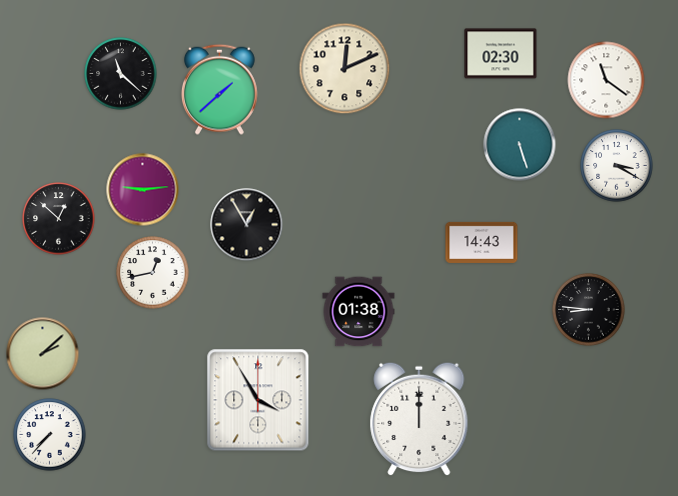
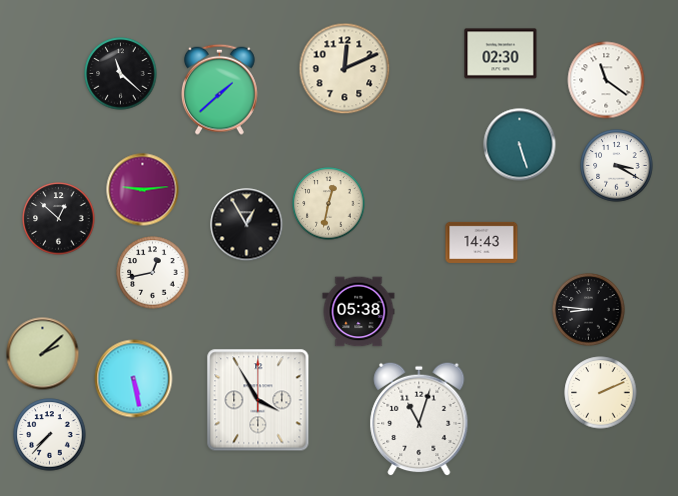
clock at (329, 204): none -> 12:32
clock at (359, 312): 01:38 -> 05:38
clock at (134, 379): none -> 5:28
clock at (601, 393): none -> 2:11
clock at (419, 419): 12:00 -> 11:03
